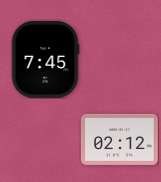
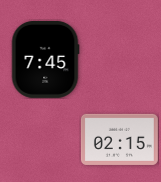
clock at (119, 139): 02:12 -> 02:15
